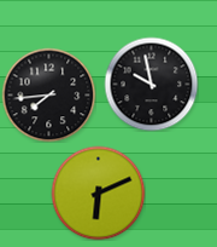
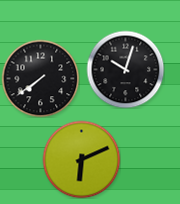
clock at (151, 84): 9:58 -> 10:03
clock at (48, 94): 7:44 -> 7:39
